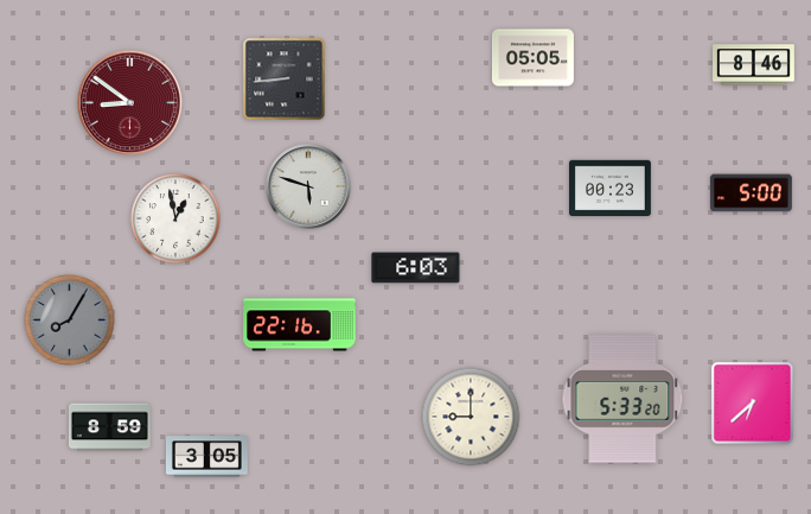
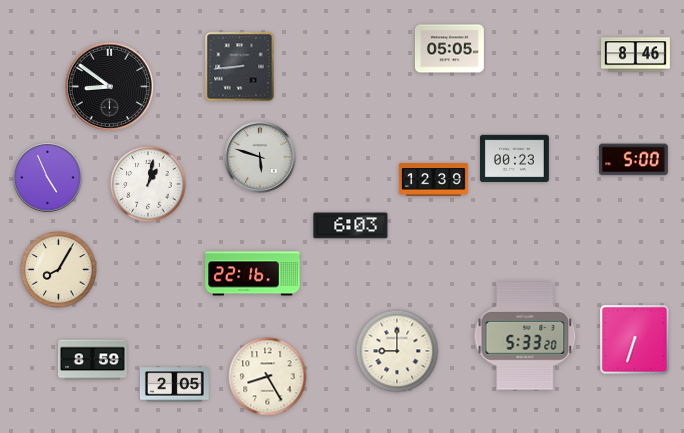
clock at (130, 103) dial: burgundy -> black
clock at (751, 193) position: (751, 193) -> (633, 160)
clock at (48, 178): none -> 4:56
clock at (433, 180): none -> 12:39
clock at (175, 218): 12:58 -> 1:02
clock at (70, 321) dial: grey -> cream
clock at (753, 404): 6:38 -> 6:33
clock at (268, 377): none -> 8:25
clock at (206, 457): 3:05 -> 2:05
